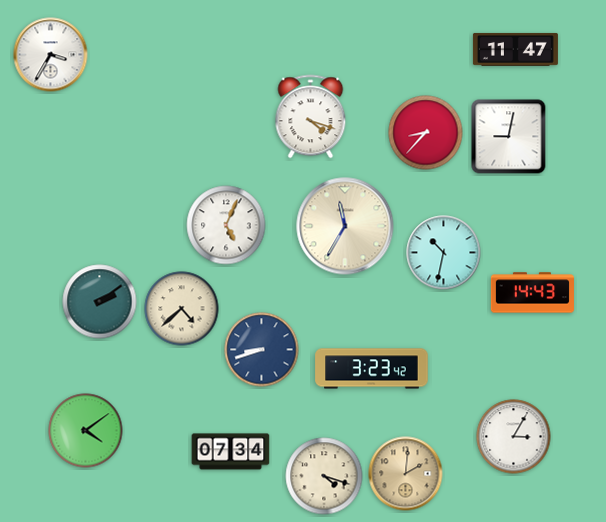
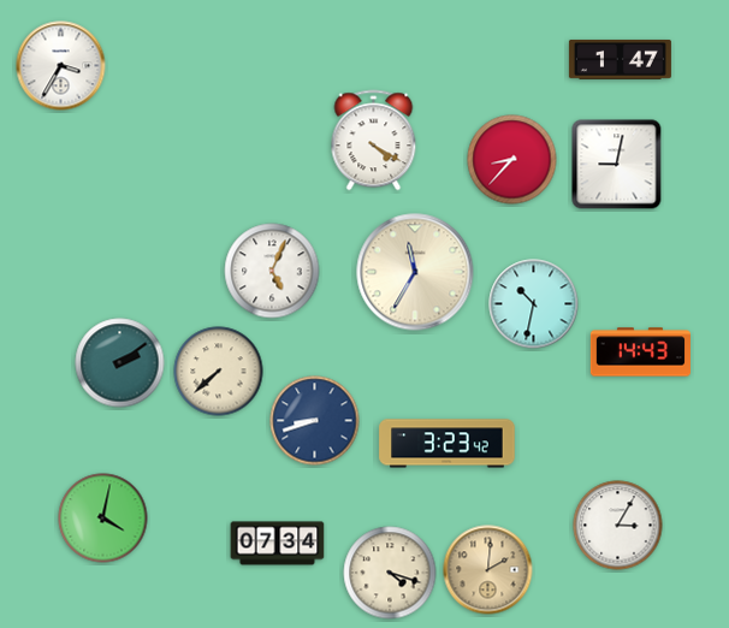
clock at (515, 49): 11:47 -> 1:47
clock at (311, 117): 4:18 -> 4:20
clock at (509, 137) position: (509, 137) -> (617, 165)
clock at (182, 309): 4:38 -> 7:38
clock at (86, 431): 4:09 -> 4:02
